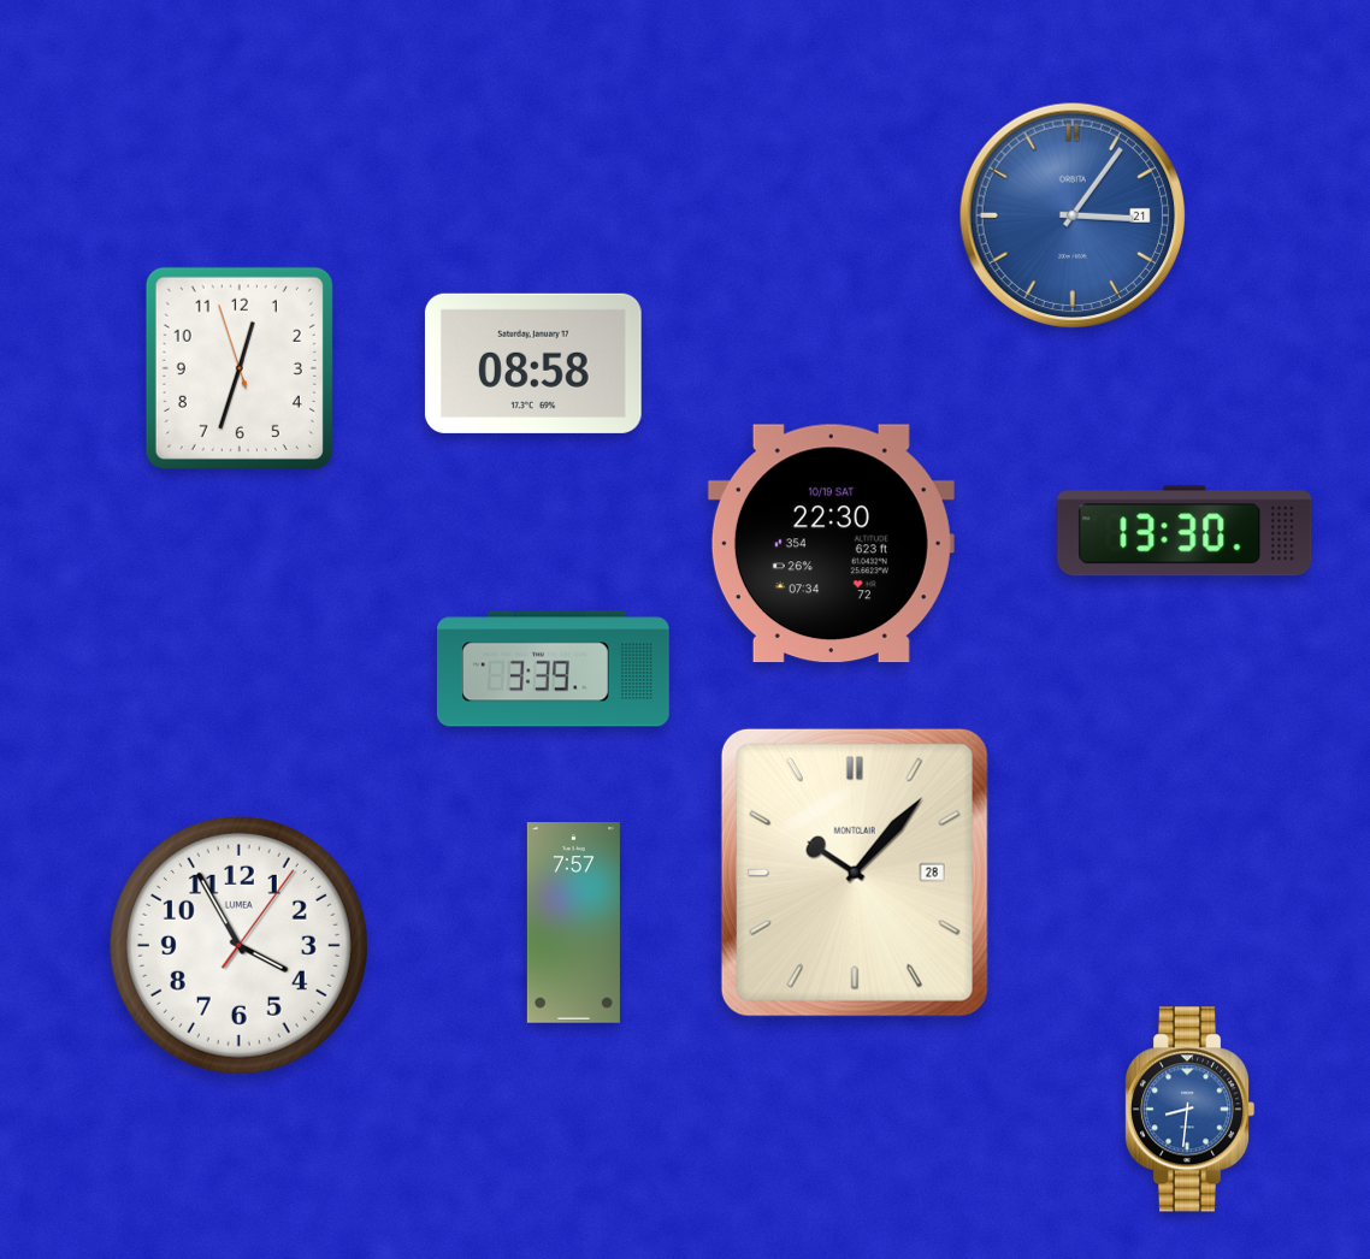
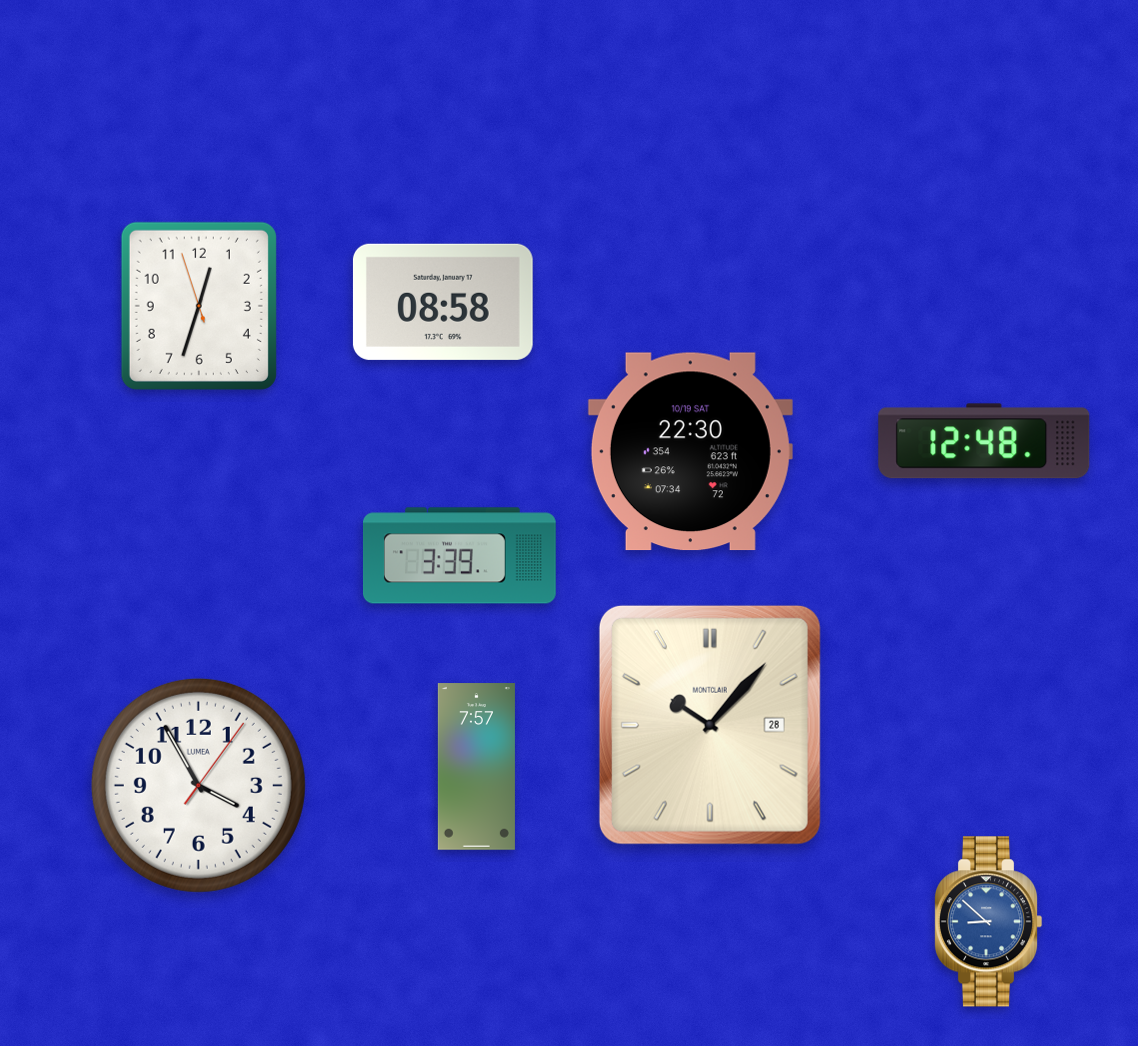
clock at (1073, 215): 3:06 -> none
clock at (1185, 531): 13:30 -> 12:48
clock at (1189, 1110): 8:31 -> 8:52
